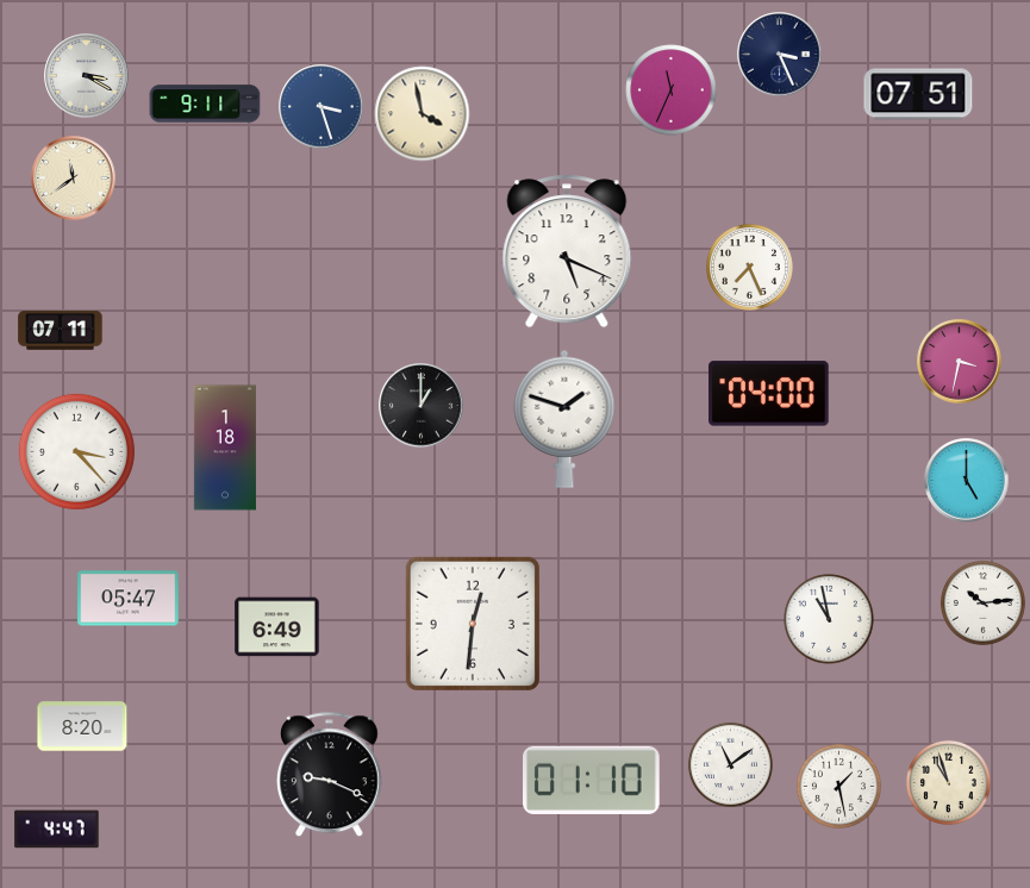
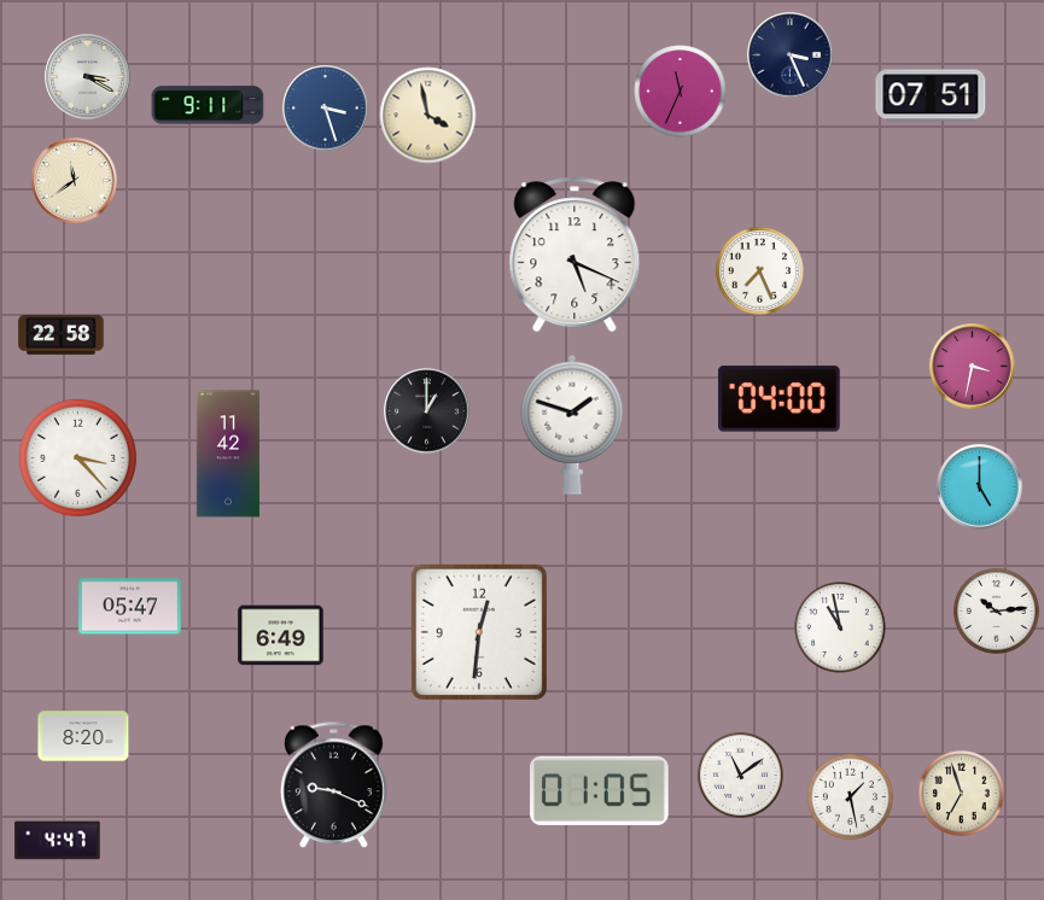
clock at (61, 331): 07:11 -> 22:58
clock at (225, 448): 1:18 -> 11:42
clock at (592, 780): 01:10 -> 01:05
clock at (948, 782): 10:57 -> 6:57
